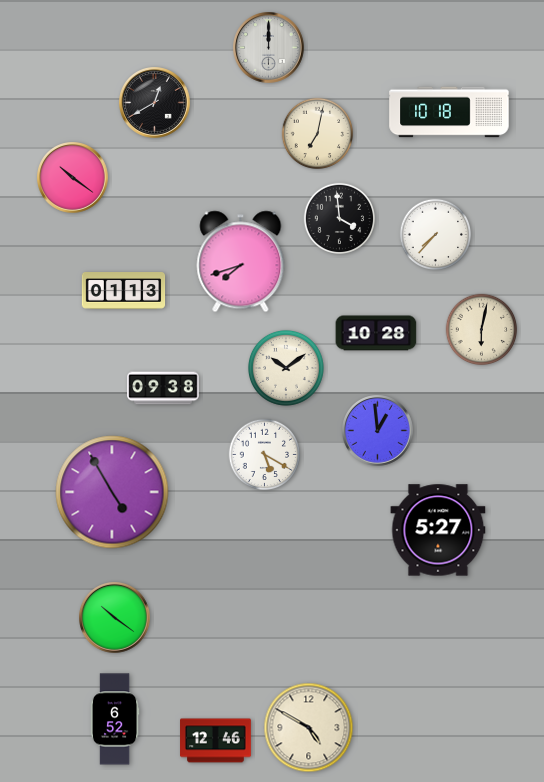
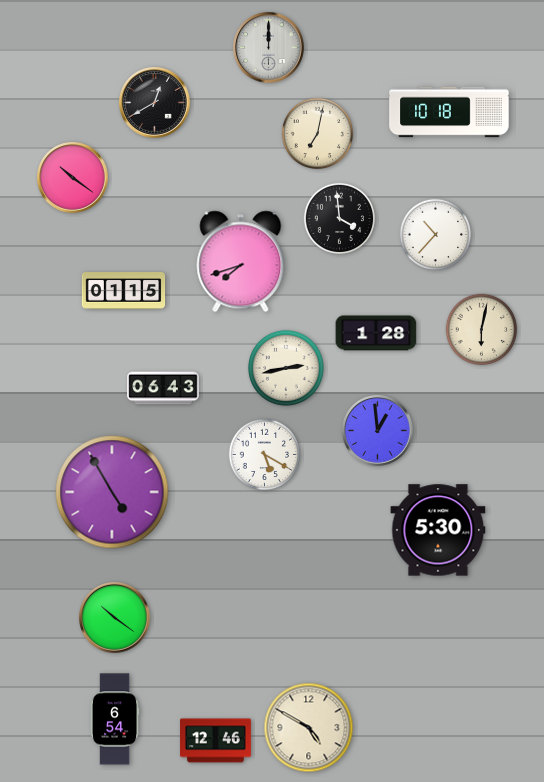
clock at (436, 235): 7:37 -> 10:37
clock at (124, 291): 01:13 -> 01:15
clock at (376, 333): 10:28 -> 1:28
clock at (286, 368): 10:09 -> 2:43
clock at (163, 388): 09:38 -> 06:43
clock at (438, 530): 5:27 -> 5:30
clock at (115, 719): 6:52 -> 6:54
